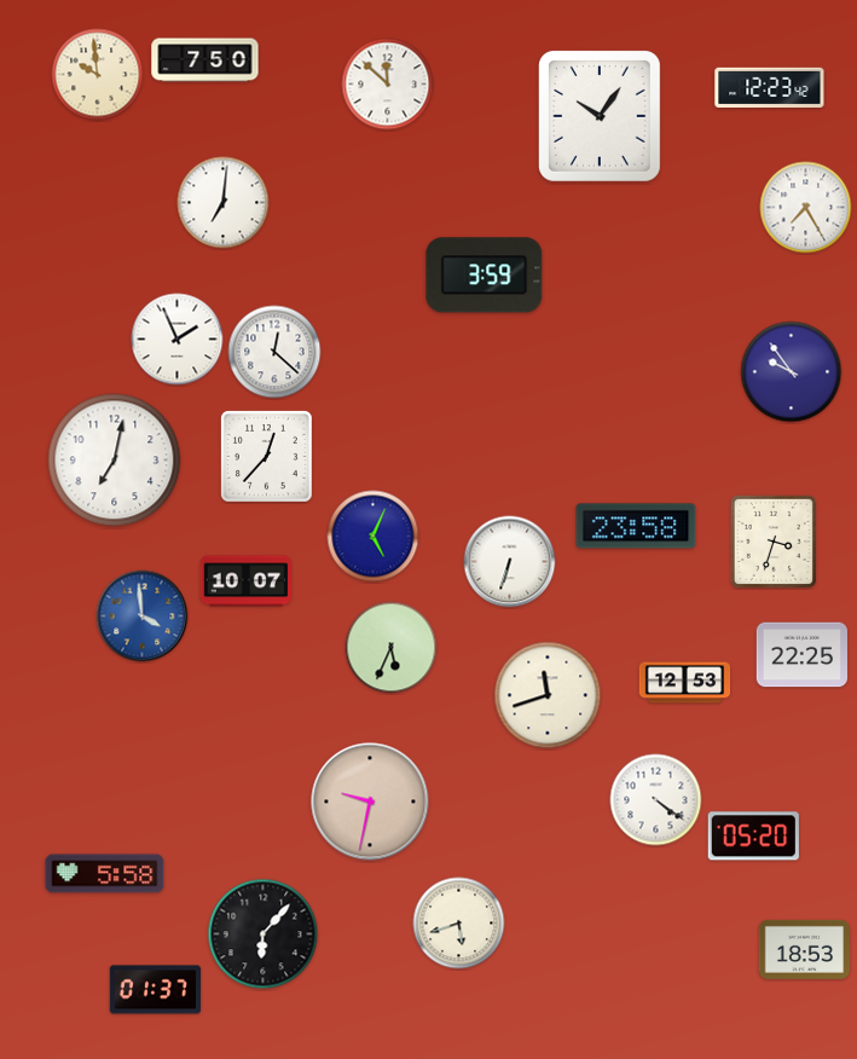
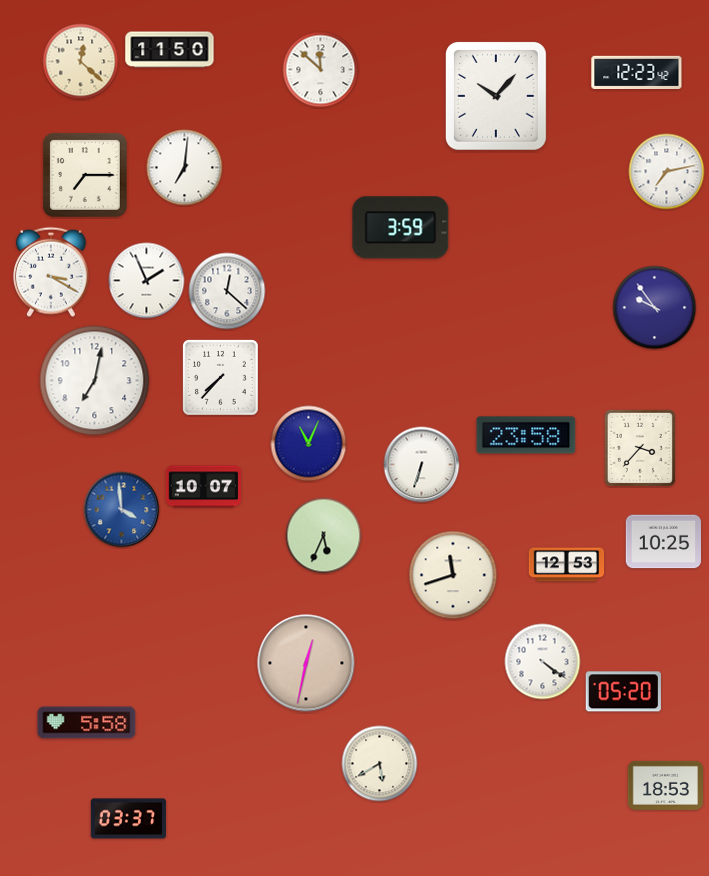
clock at (205, 60): 7:50 -> 11:50
clock at (98, 75): 9:59 -> 12:22
clock at (600, 116): 10:06 -> 10:07
clock at (806, 208): 7:25 -> 7:13
clock at (85, 175): none -> 7:15
clock at (51, 272): none -> 3:20
clock at (267, 457): 12:37 -> 7:37
clock at (374, 537): 5:04 -> 11:04
clock at (774, 542): 3:33 -> 3:37
clock at (245, 581) position: (245, 581) -> (203, 487)
clock at (143, 617) position: (143, 617) -> (122, 510)
clock at (803, 655): 22:25 -> 10:25
clock at (370, 802): 9:32 -> 12:32
clock at (459, 924): 5:42 -> 5:40
clock at (264, 934): 6:07 -> none
clock at (156, 990): 01:37 -> 03:37
